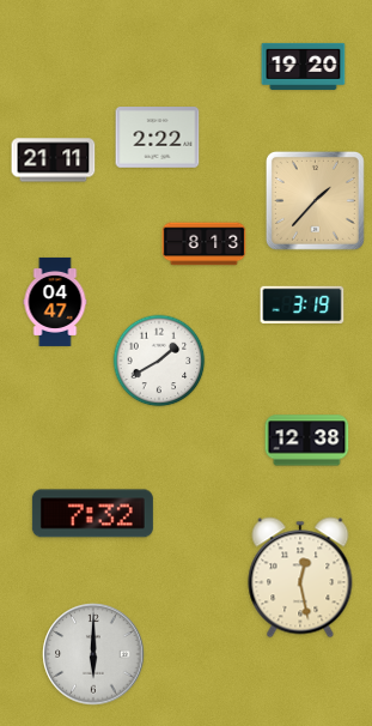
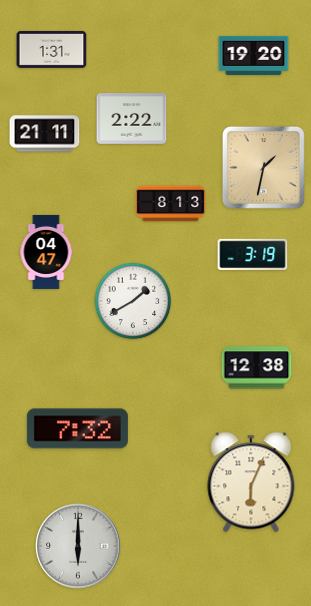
clock at (52, 49): none -> 1:31
clock at (158, 138) position: (158, 138) -> (132, 119)
clock at (315, 200): 1:37 -> 1:32
clock at (300, 577): 12:28 -> 6:04
